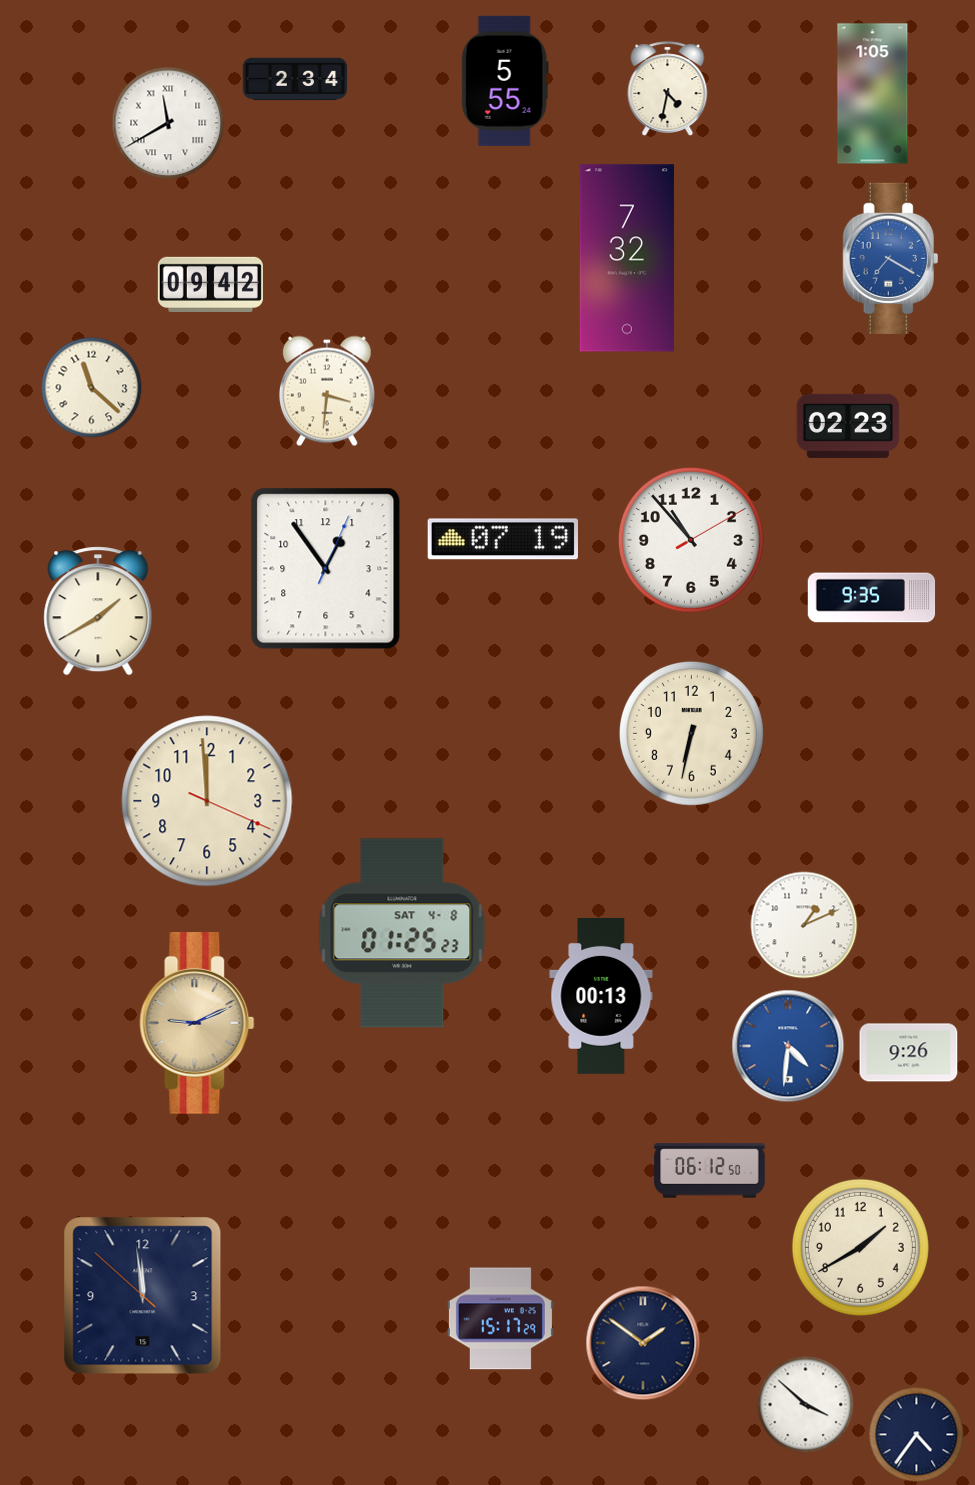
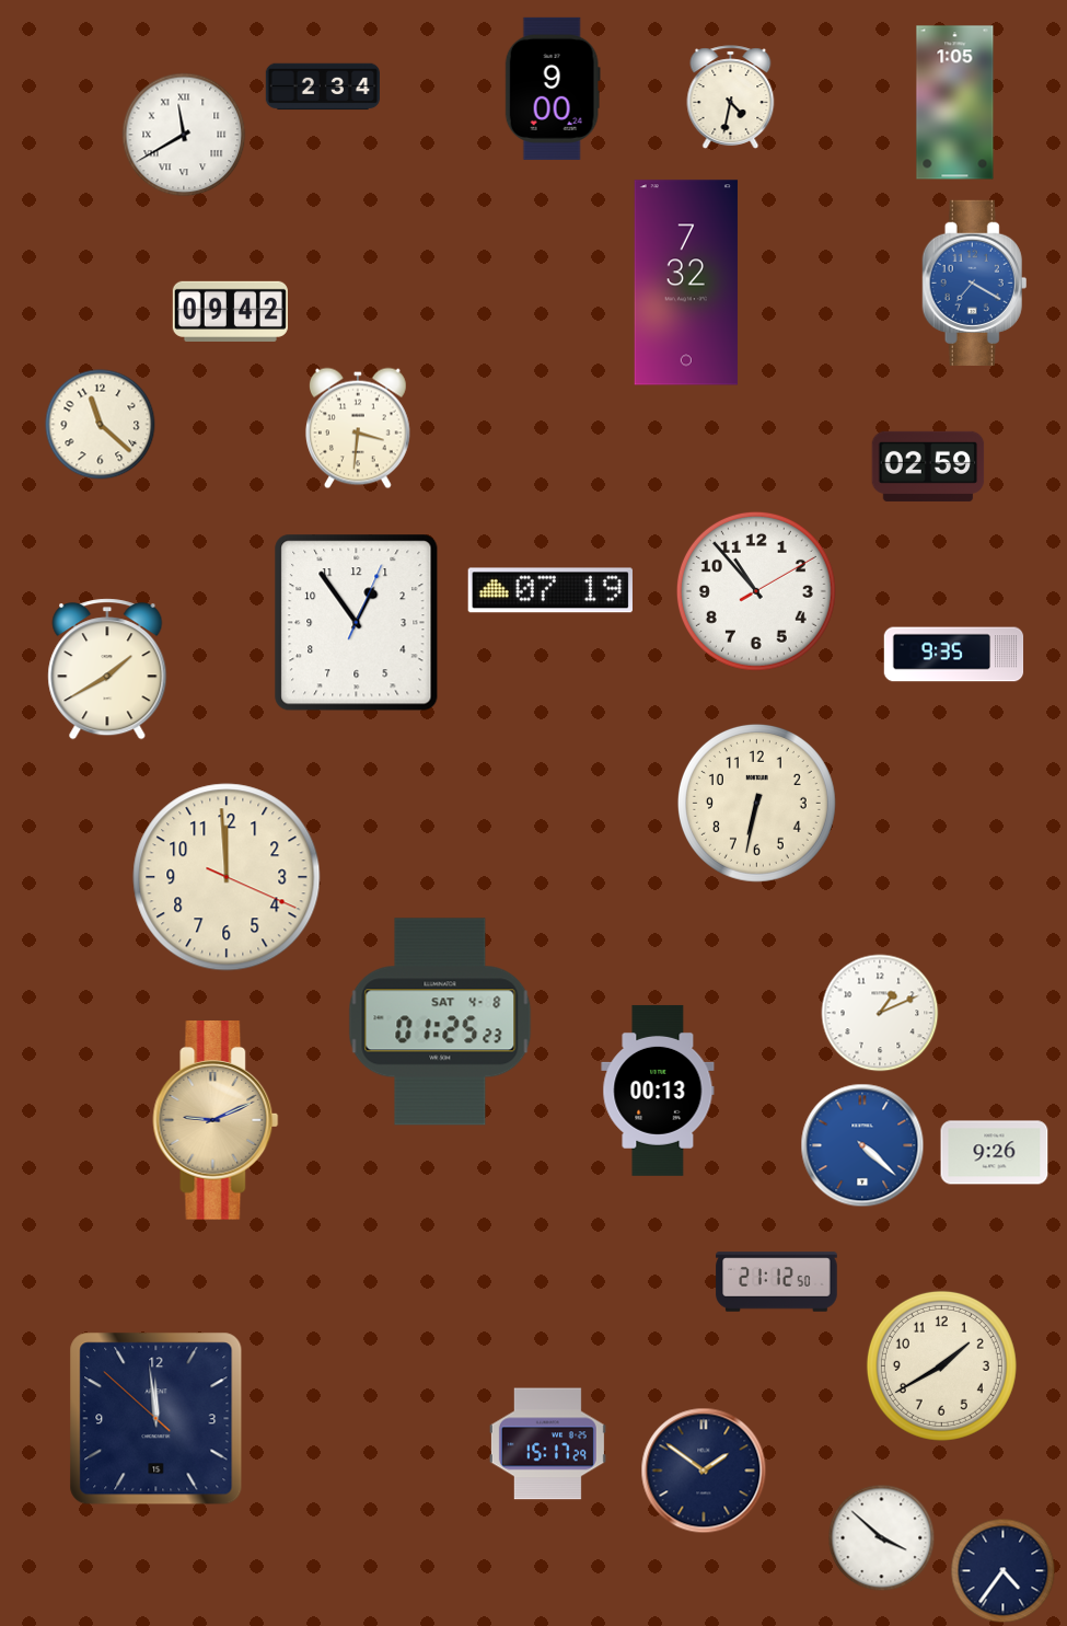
clock at (505, 81): 5:55 -> 9:00
clock at (848, 426): 02:23 -> 02:59
clock at (788, 1046): 4:31 -> 4:22
clock at (710, 1171): 06:12 -> 21:12
